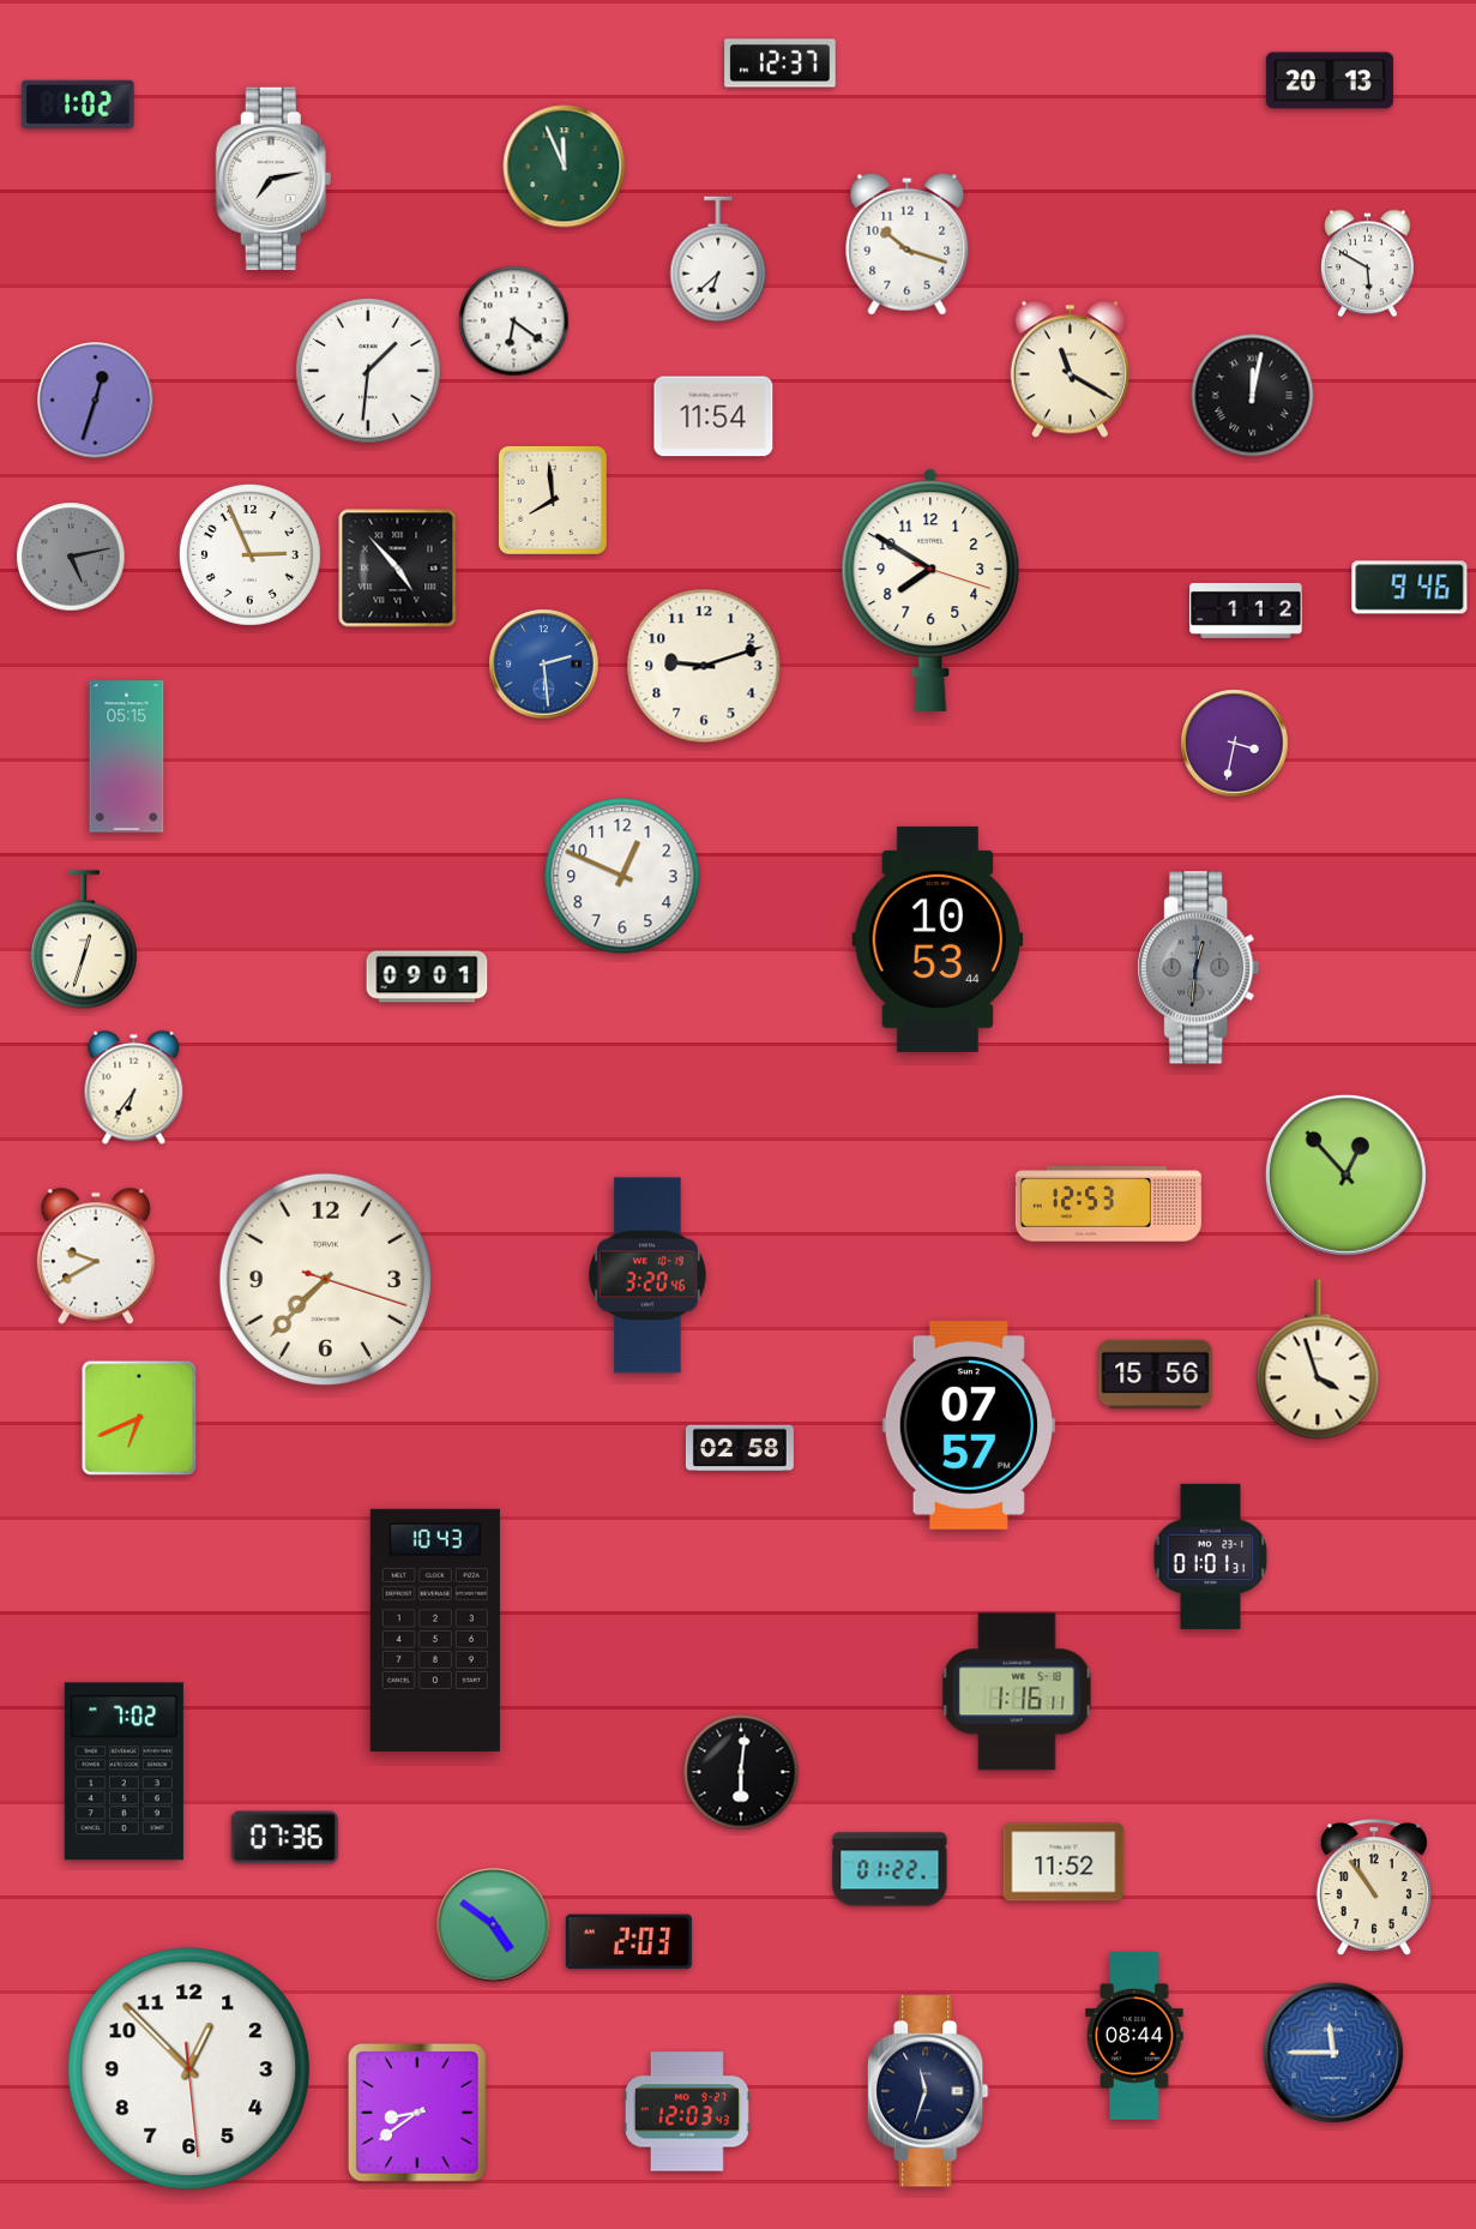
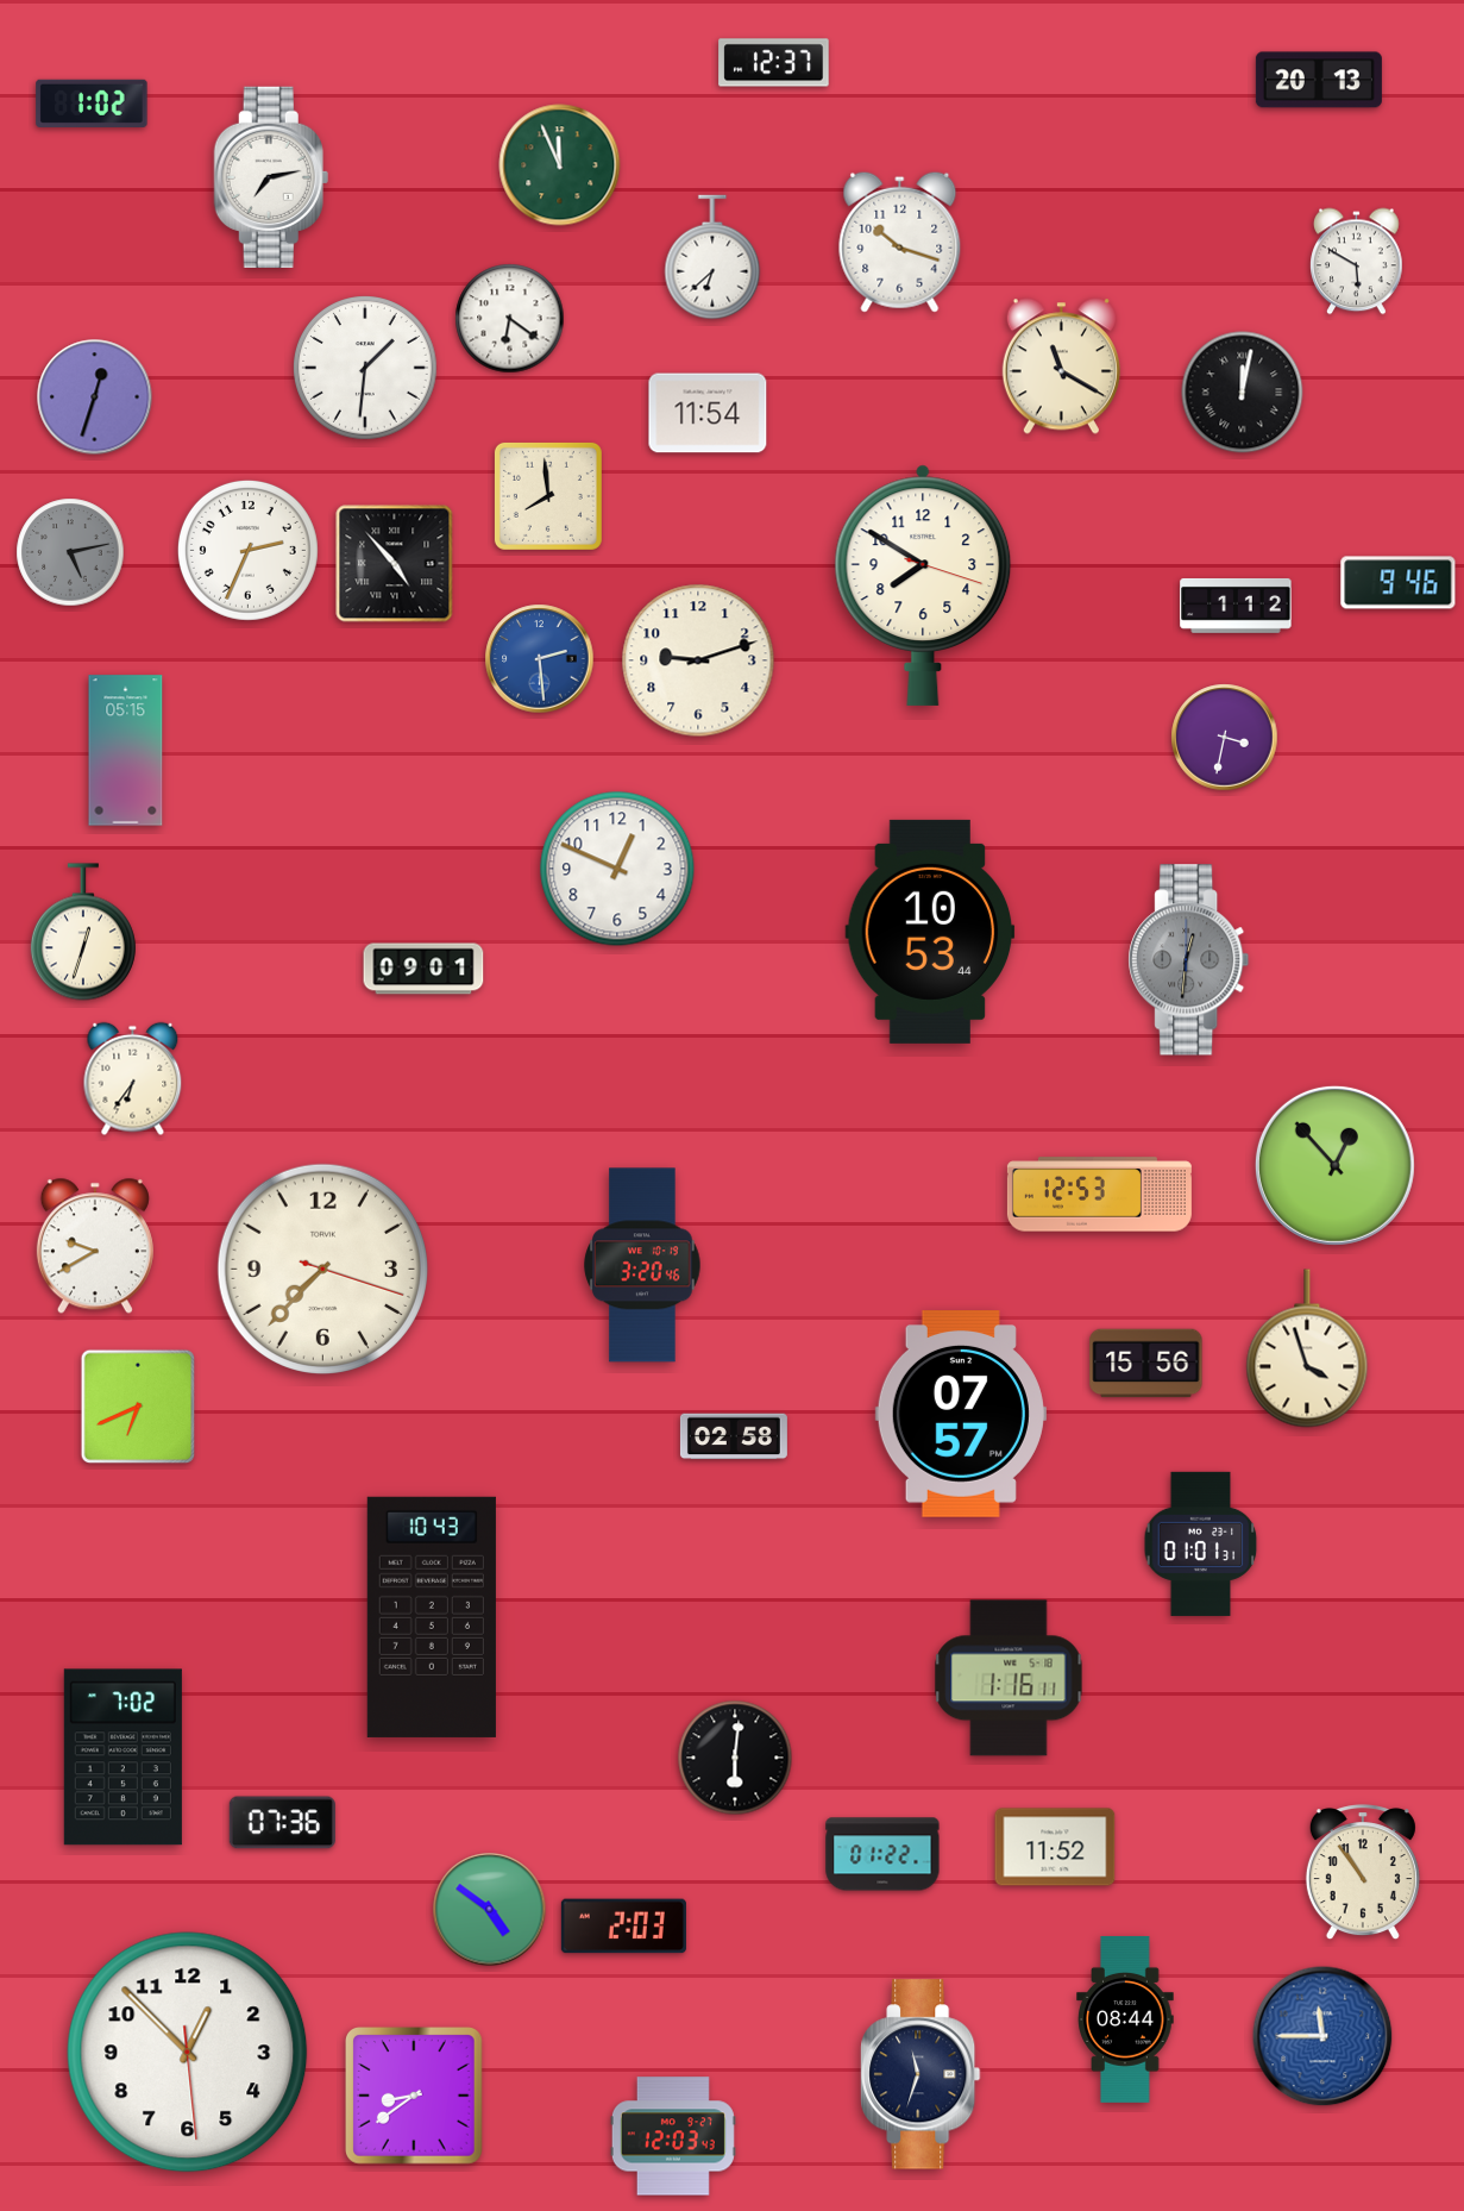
clock at (78, 104) position: (78, 104) -> (92, 104)
clock at (249, 554): 2:56 -> 2:34
clock at (687, 2111) position: (687, 2111) -> (673, 2136)
